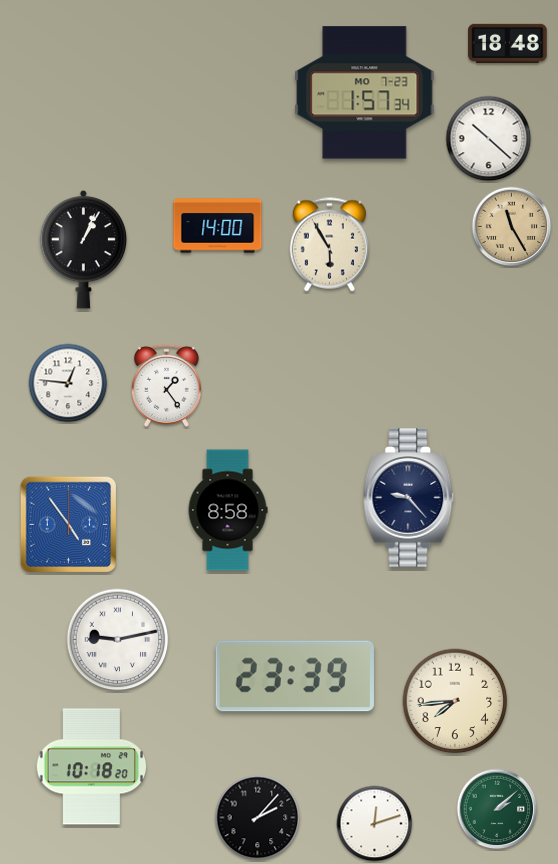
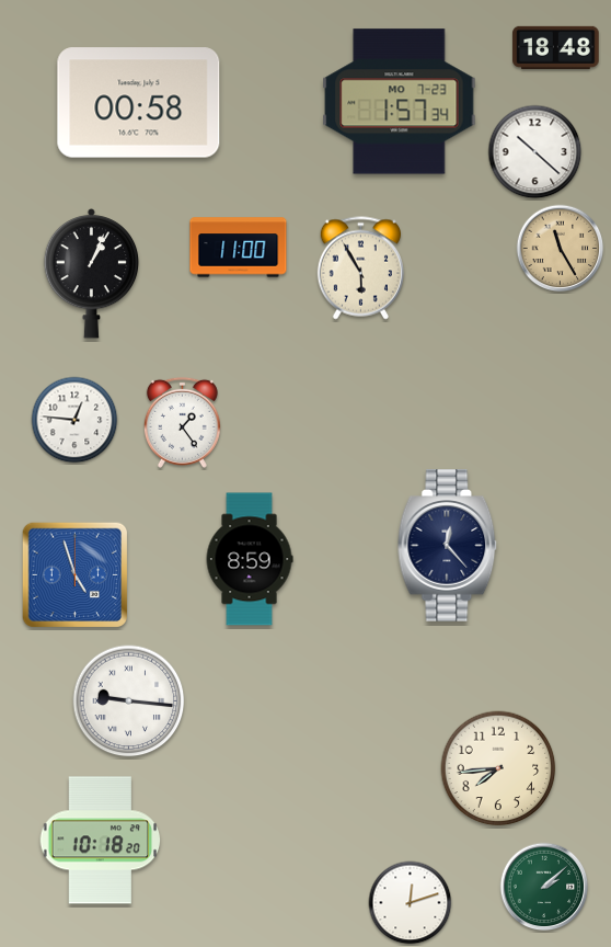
clock at (139, 103): none -> 00:58
clock at (218, 226): 14:00 -> 11:00
clock at (409, 498): 9:23 -> 12:23
clock at (228, 510): 8:58 -> 8:59
clock at (69, 525): 4:54 -> 4:57
clock at (118, 640): 9:13 -> 9:16
clock at (295, 676): 23:39 -> none
clock at (258, 818): 2:07 -> none
